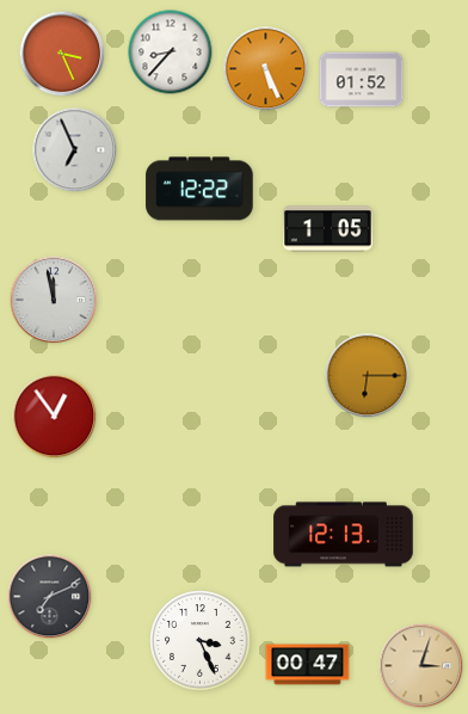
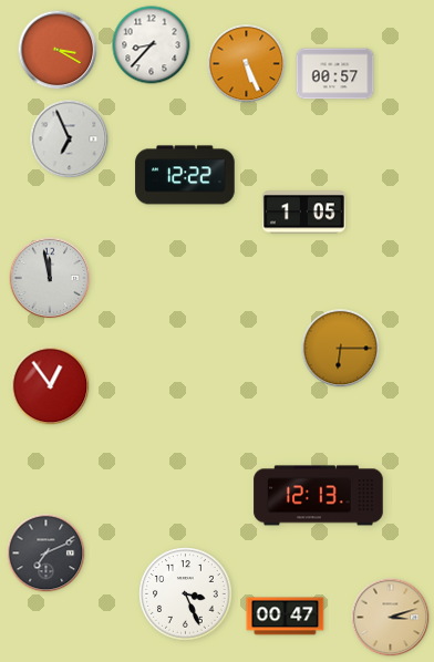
clock at (171, 53) position: (171, 53) -> (152, 45)
clock at (62, 54): 3:26 -> 3:20
clock at (362, 80): 01:52 -> 00:57
clock at (421, 666): 3:03 -> 3:12
